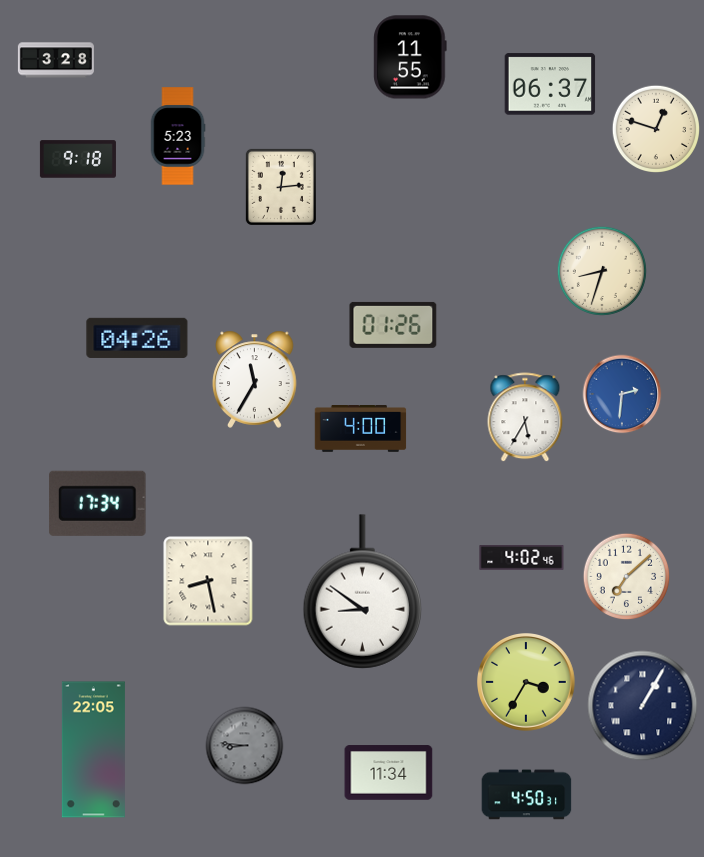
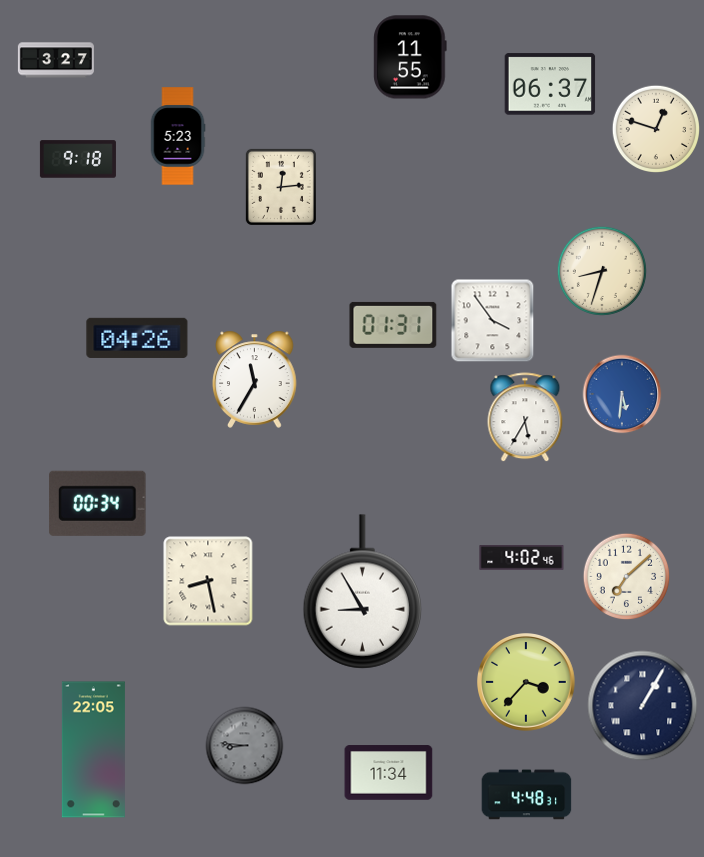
clock at (56, 60): 3:28 -> 3:27
clock at (493, 321): none -> 3:54
clock at (393, 325): 01:26 -> 01:31
clock at (622, 394): 2:31 -> 5:31
clock at (361, 429): 4:00 -> none
clock at (98, 503): 17:34 -> 00:34
clock at (362, 592): 8:51 -> 8:55
clock at (527, 683): 3:35 -> 3:37
clock at (527, 795): 4:50 -> 4:48
